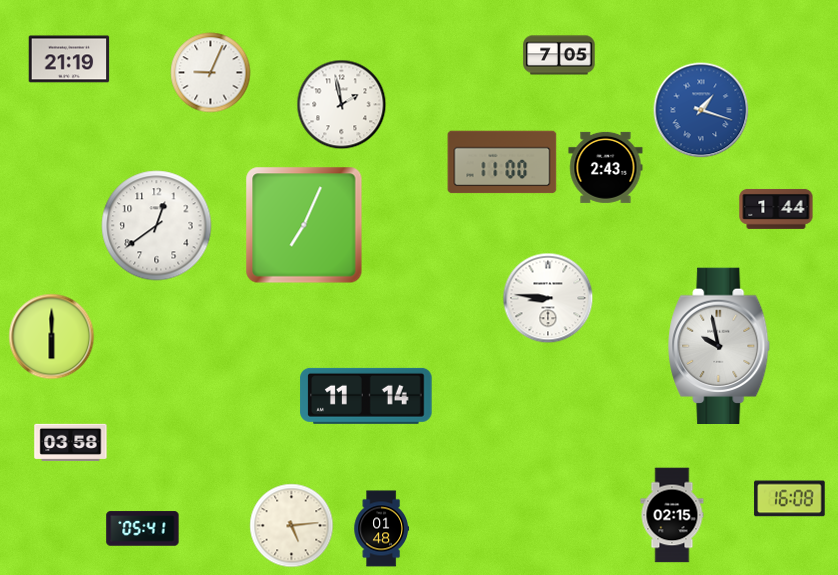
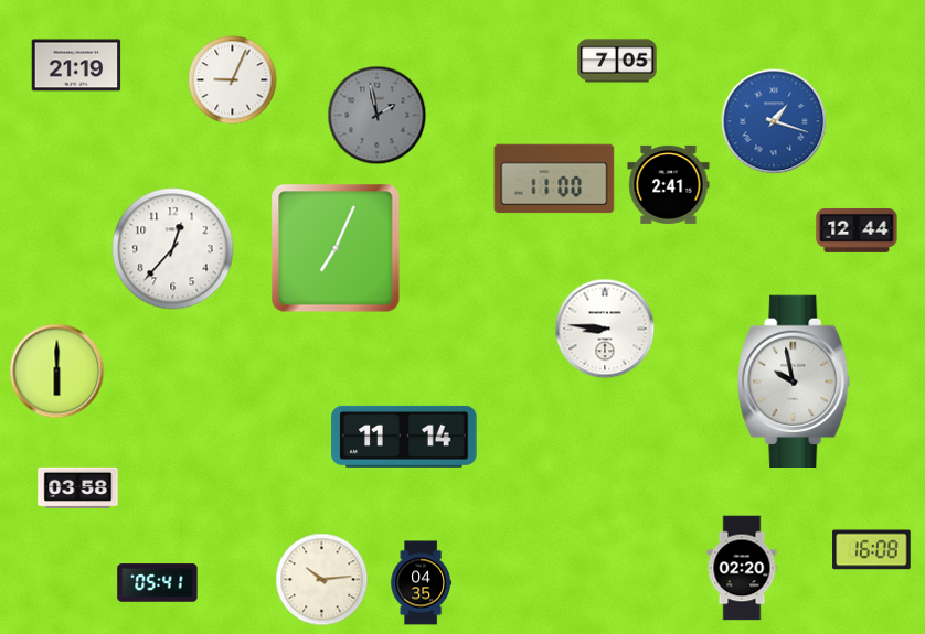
clock at (342, 105) dial: white -> grey
clock at (606, 167): 2:43 -> 2:41
clock at (776, 209): 1:44 -> 12:44
clock at (157, 226): 12:39 -> 12:37
clock at (672, 515): 02:15 -> 02:20
clock at (292, 526): 5:14 -> 10:14
clock at (381, 529): 01:48 -> 04:35
